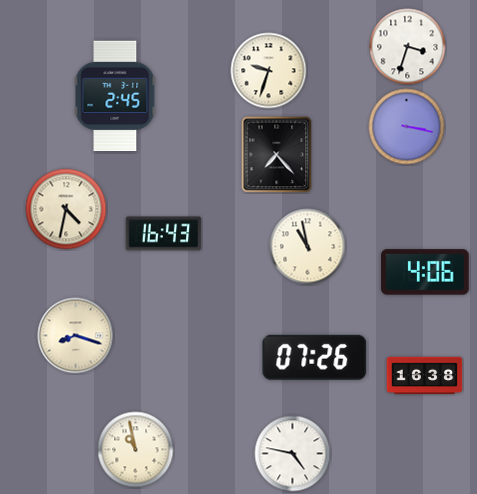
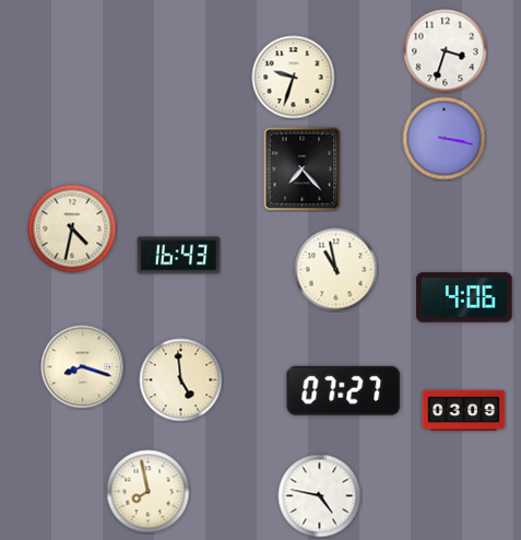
clock at (115, 95): 2:45 -> none
clock at (181, 380): none -> 4:59
clock at (315, 357): 07:26 -> 07:27
clock at (425, 376): 16:38 -> 03:09
clock at (136, 450): 10:58 -> 7:58
